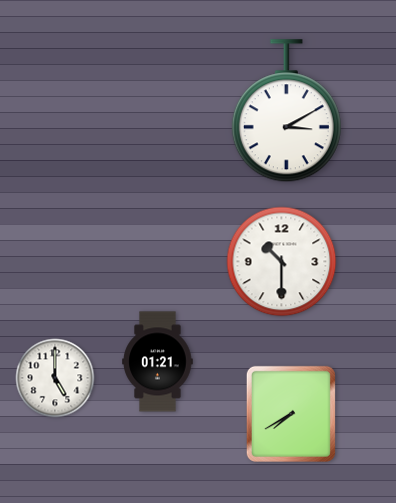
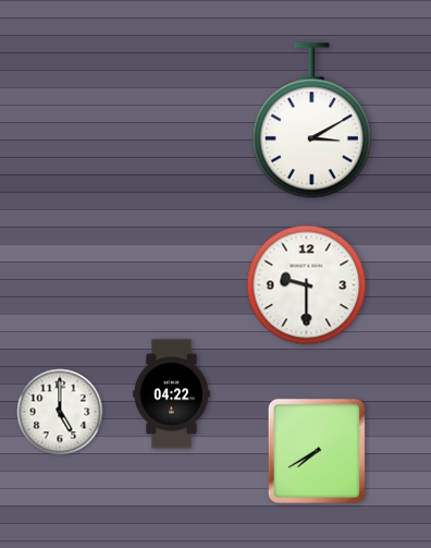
clock at (282, 262): 10:30 -> 9:30
clock at (158, 362): 01:21 -> 04:22
